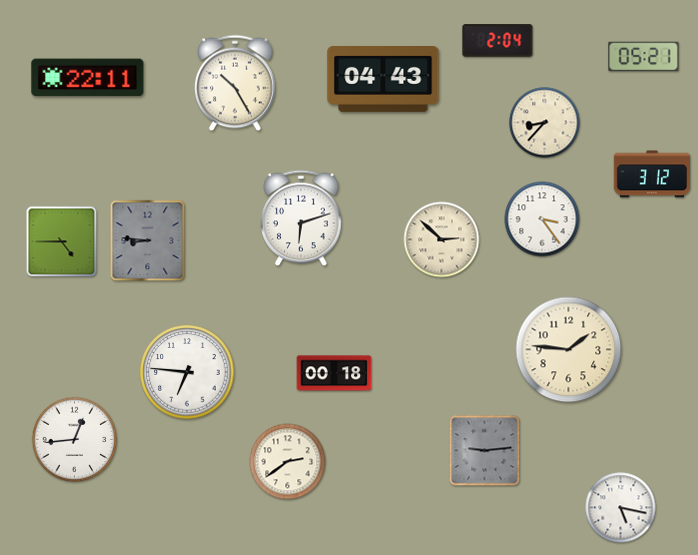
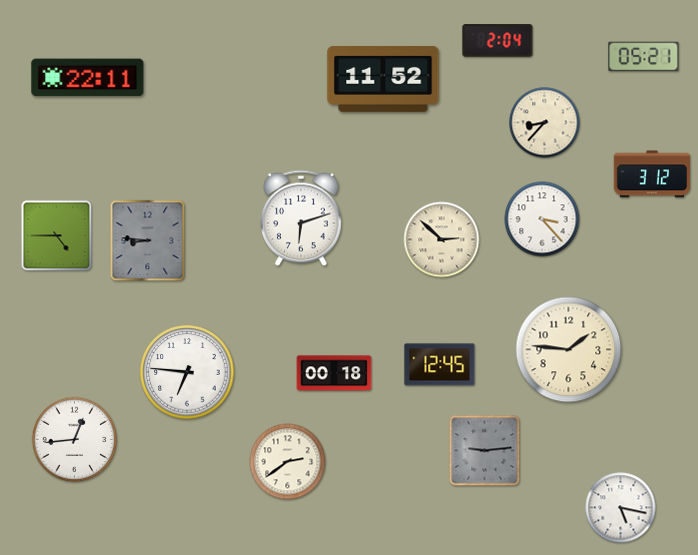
clock at (383, 80): 04:43 -> 11:52
clock at (235, 83): 10:25 -> none
clock at (542, 219): 3:24 -> 3:23
clock at (62, 242) position: (62, 242) -> (57, 236)
clock at (440, 365): none -> 12:45
